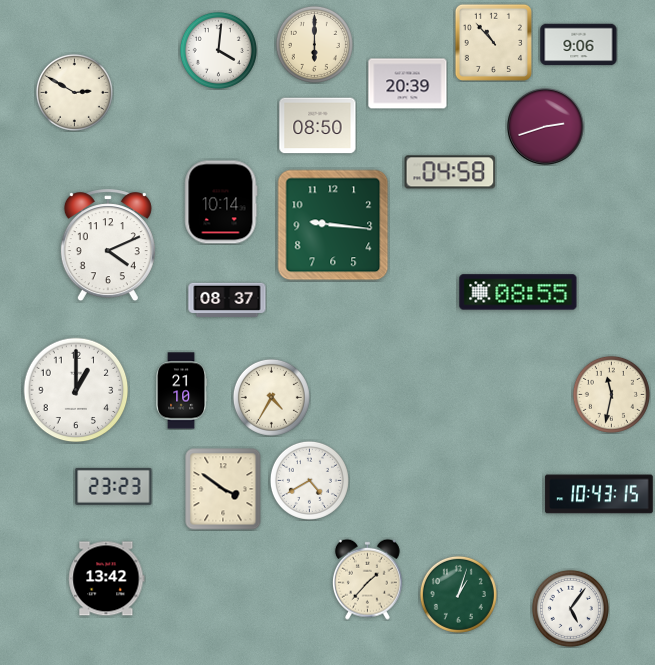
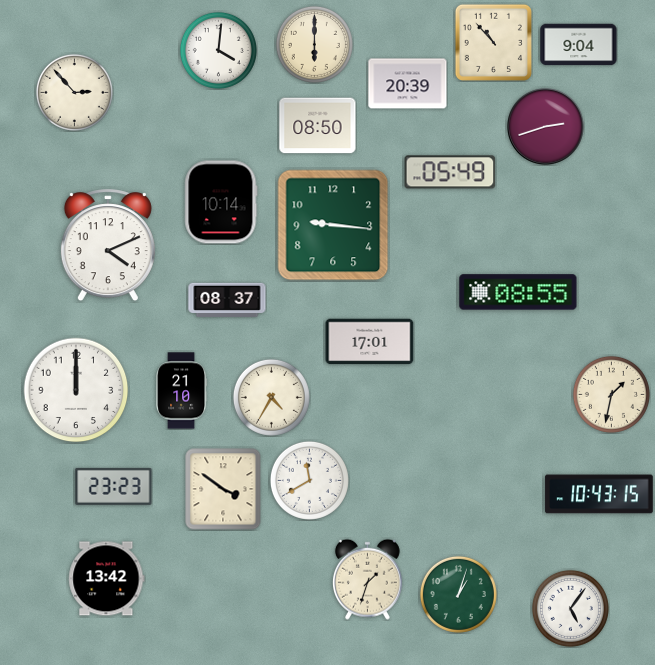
clock at (579, 45): 9:06 -> 9:04
clock at (74, 92): 2:50 -> 2:53
clock at (450, 172): 04:58 -> 05:49
clock at (370, 342): none -> 17:01
clock at (76, 390): 1:00 -> 12:00
clock at (611, 394): 11:32 -> 1:32
clock at (309, 480): 4:40 -> 11:40
clock at (367, 579): 1:37 -> 1:33
